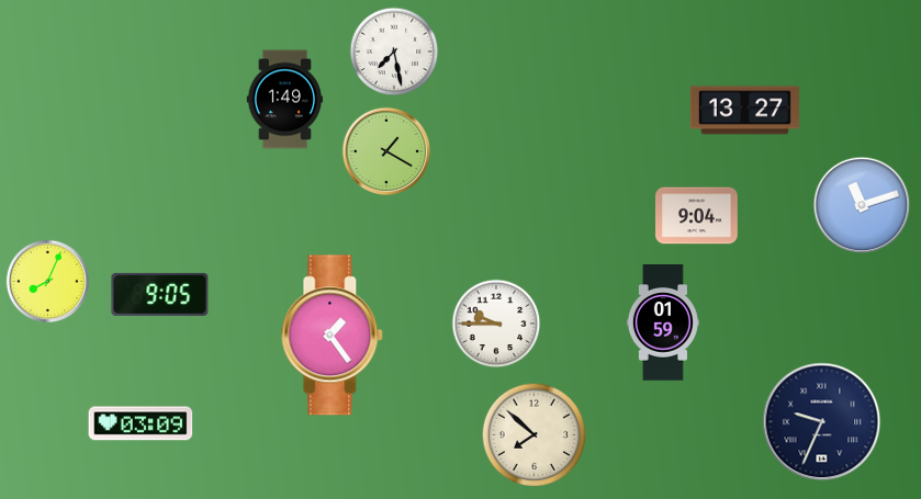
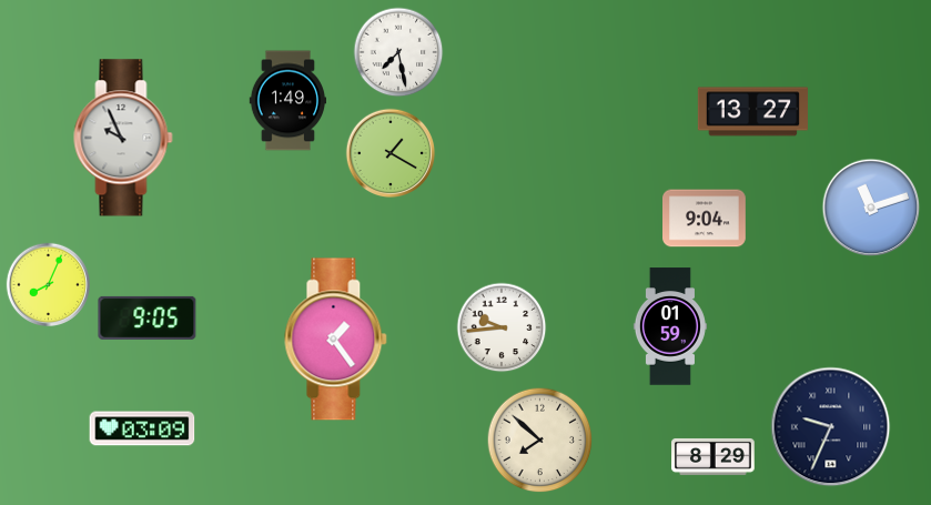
clock at (123, 138): none -> 9:56
clock at (160, 294) position: (160, 294) -> (148, 317)
clock at (496, 324): 9:45 -> 9:44
clock at (714, 456): none -> 8:29
